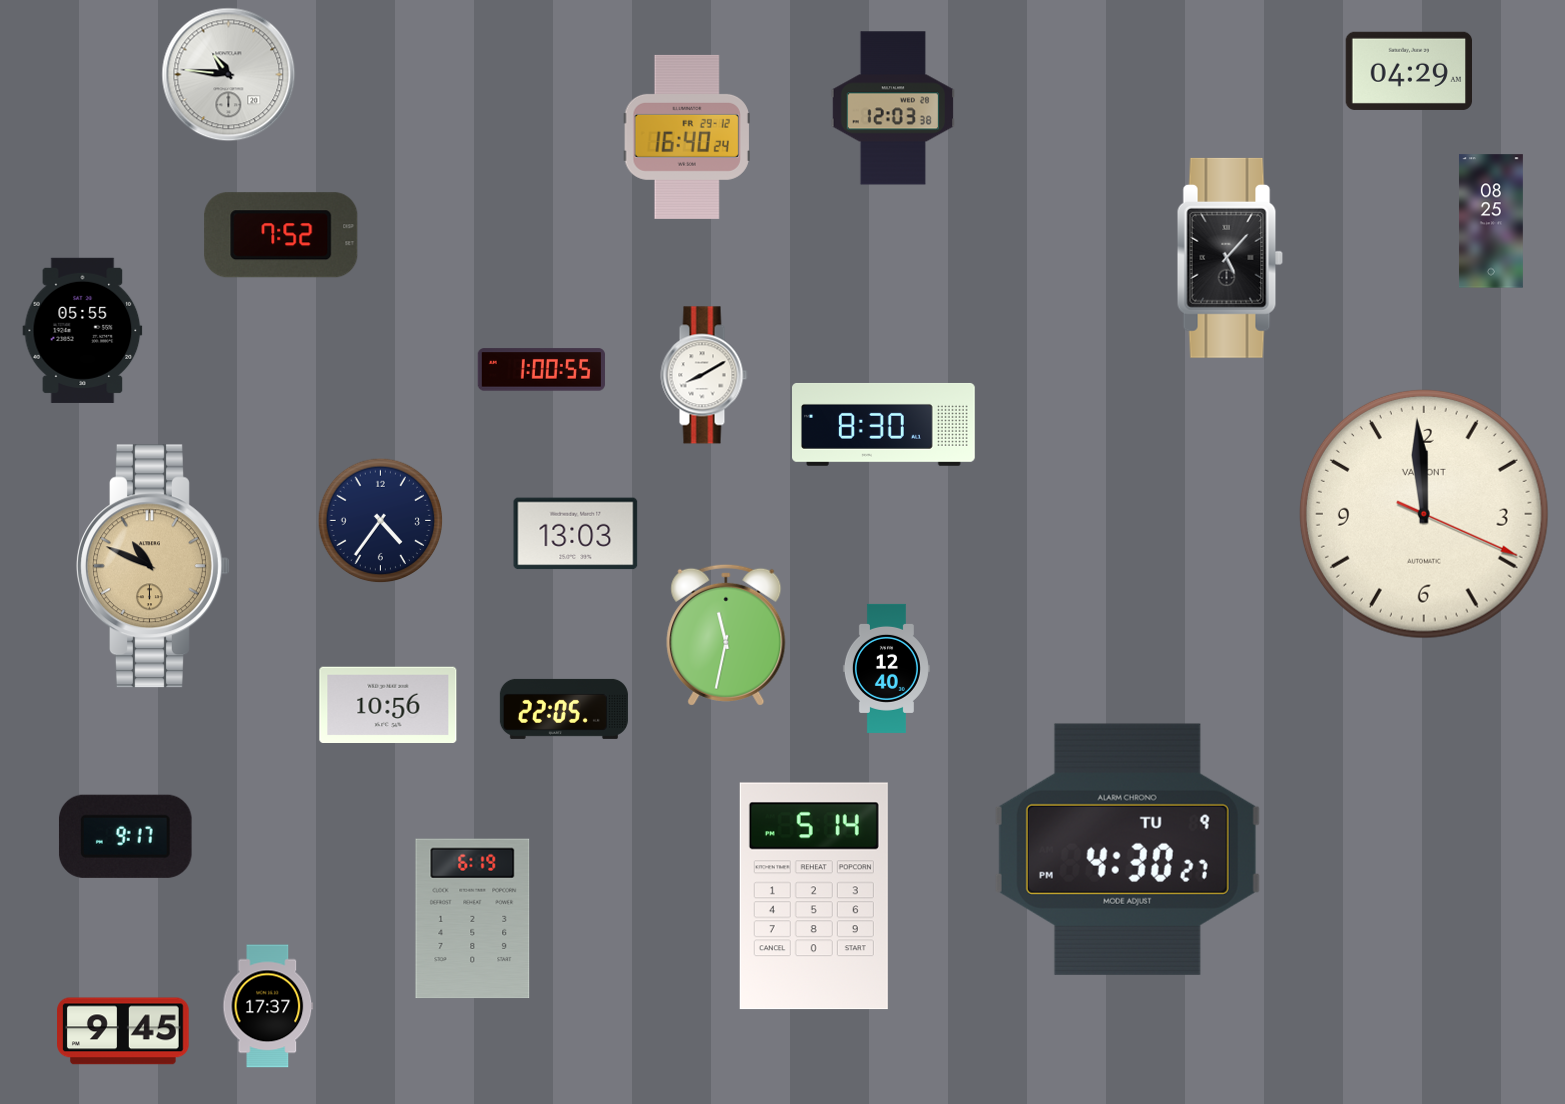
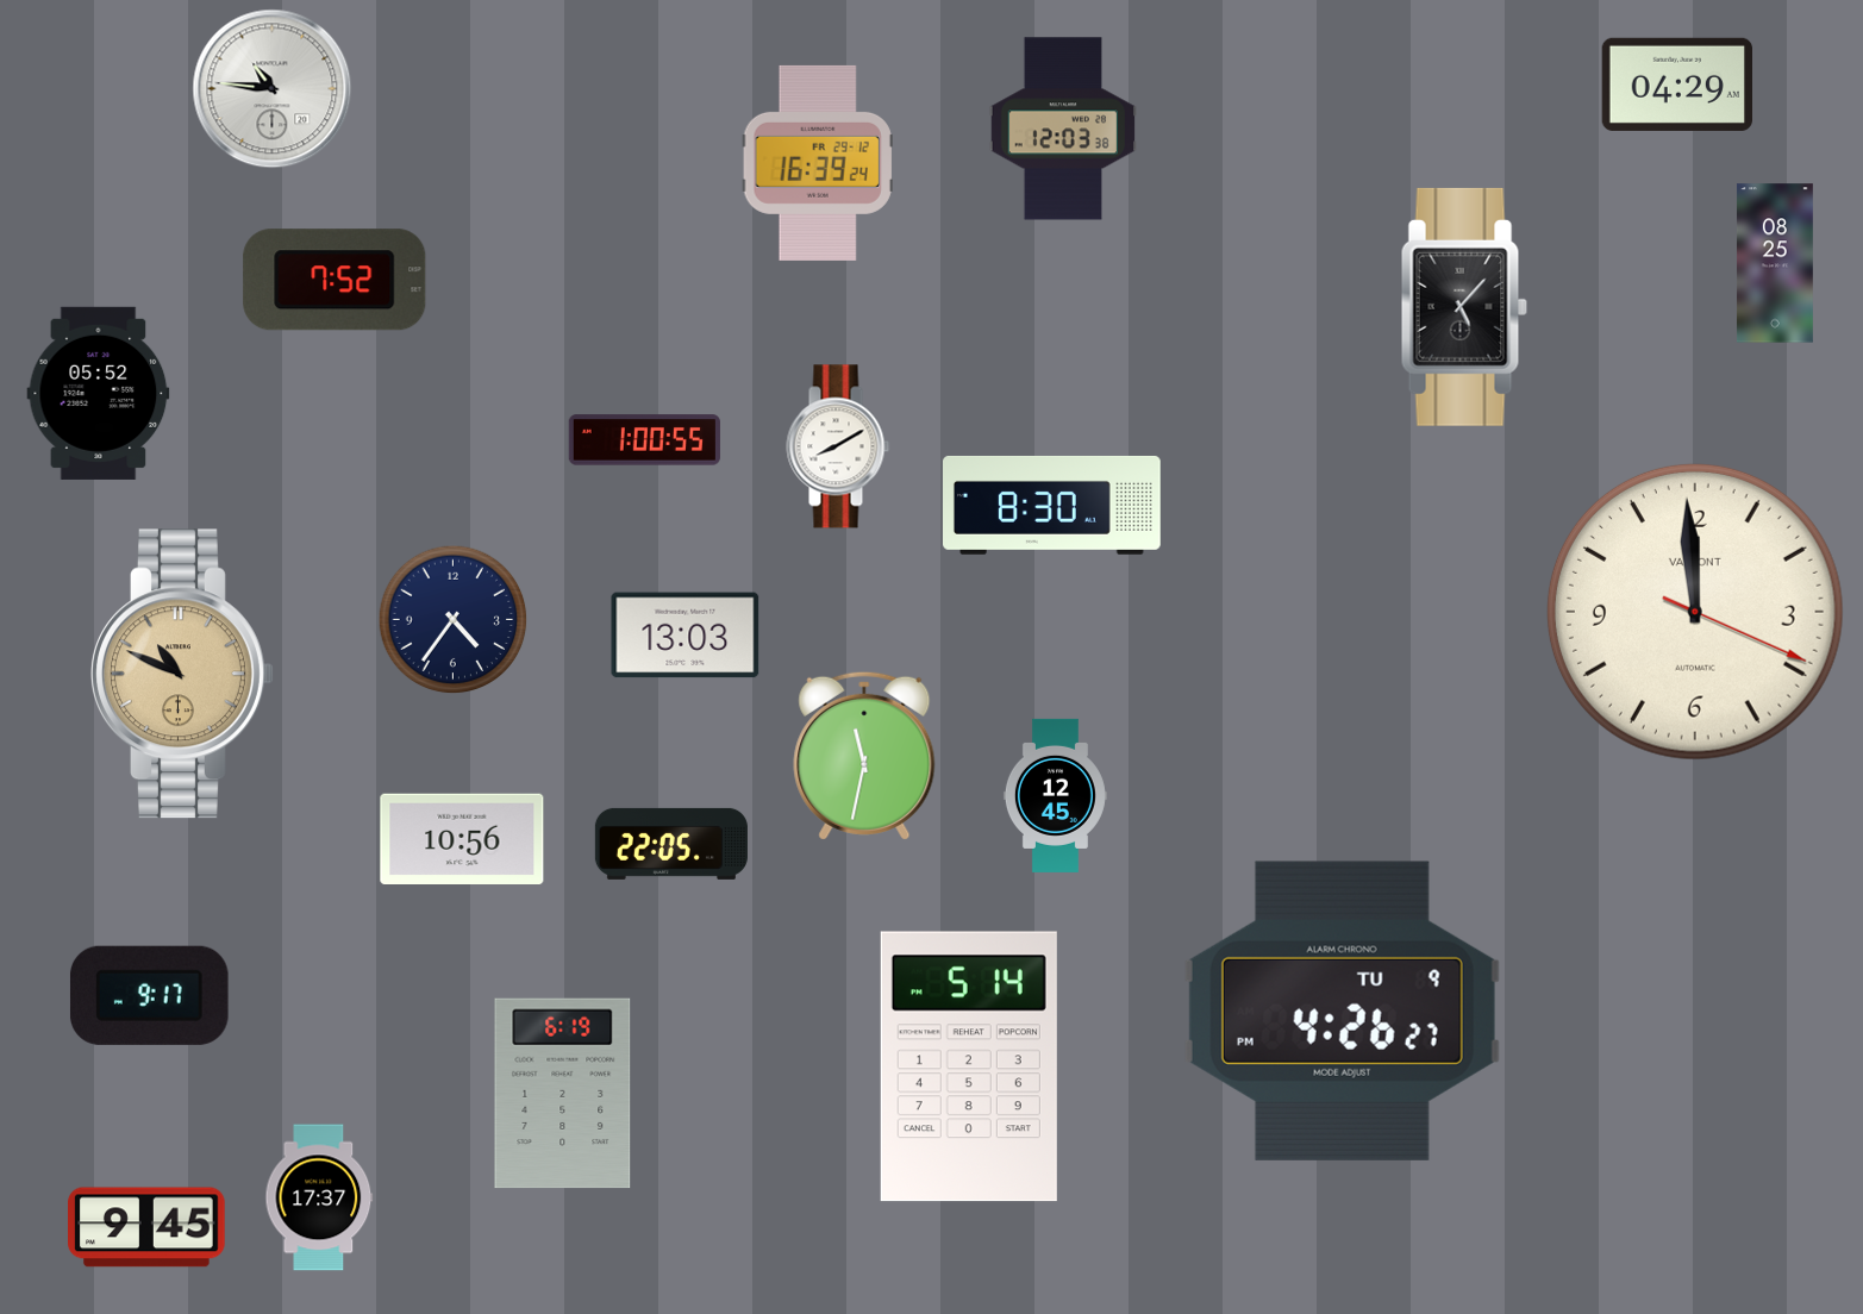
clock at (687, 137): 16:40 -> 16:39
clock at (83, 330): 05:55 -> 05:52
clock at (886, 668): 12:40 -> 12:45
clock at (1127, 849): 4:30 -> 4:26
